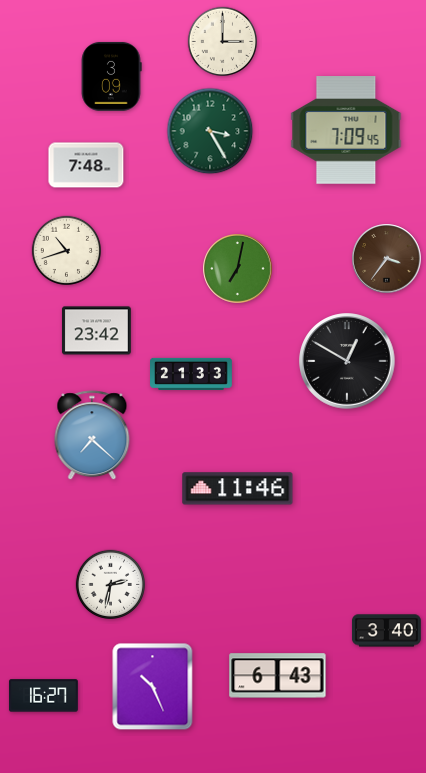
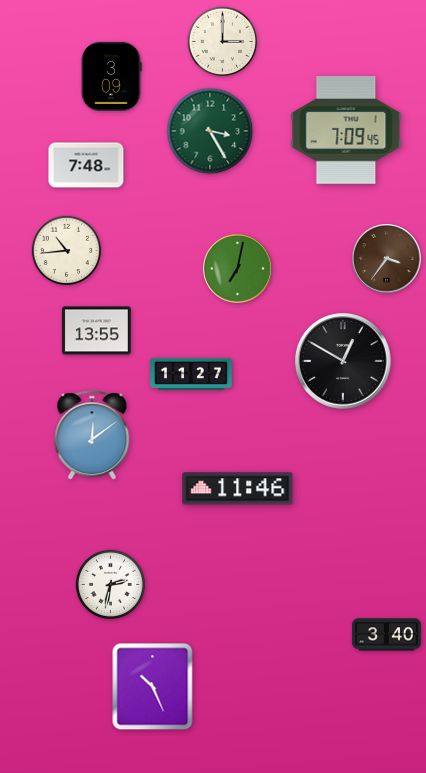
clock at (66, 250): 10:42 -> 10:44
clock at (96, 331): 23:42 -> 13:55
clock at (347, 361) position: (347, 361) -> (343, 361)
clock at (191, 374): 21:33 -> 11:27
clock at (92, 436): 7:22 -> 12:09
clock at (386, 631) position: (386, 631) -> (386, 635)
clock at (278, 676): 6:43 -> none
clock at (43, 696): 16:27 -> none
